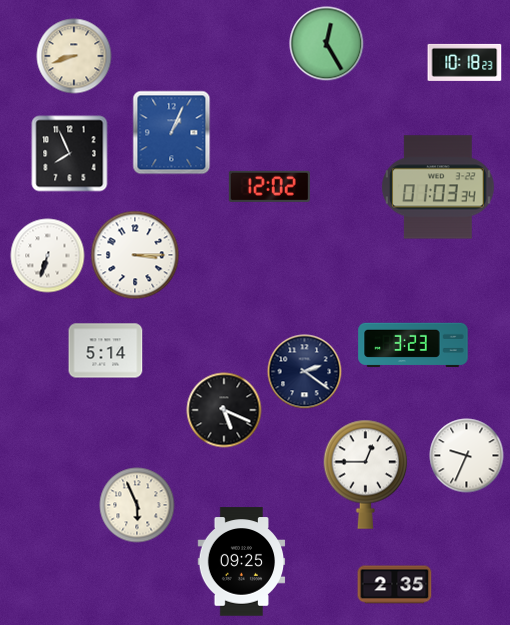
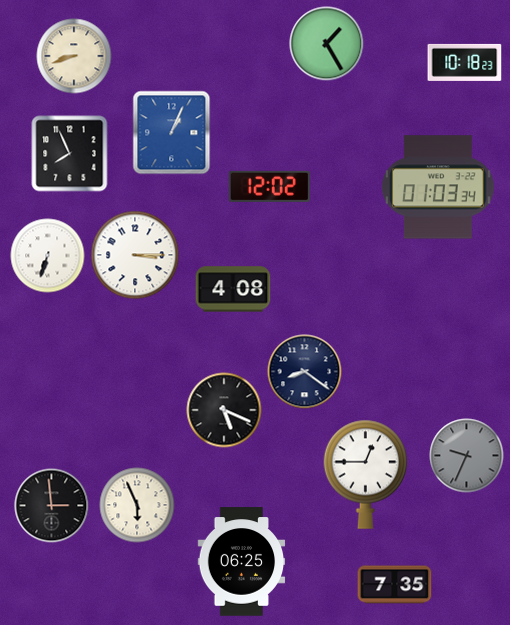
clock at (327, 44): 12:25 -> 1:25
clock at (233, 289): none -> 4:08
clock at (413, 345): 3:23 -> none
clock at (106, 351): 5:14 -> none
clock at (305, 372): 2:21 -> 8:21
clock at (467, 456) dial: white -> grey
clock at (52, 506): none -> 2:59
clock at (242, 562): 09:25 -> 06:25
clock at (395, 585): 2:35 -> 7:35
